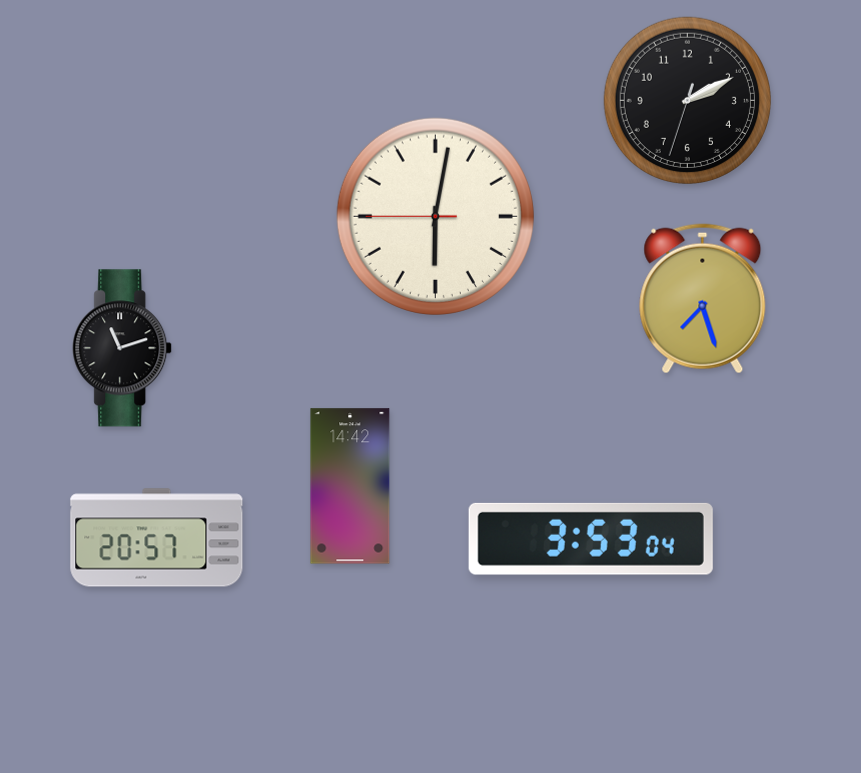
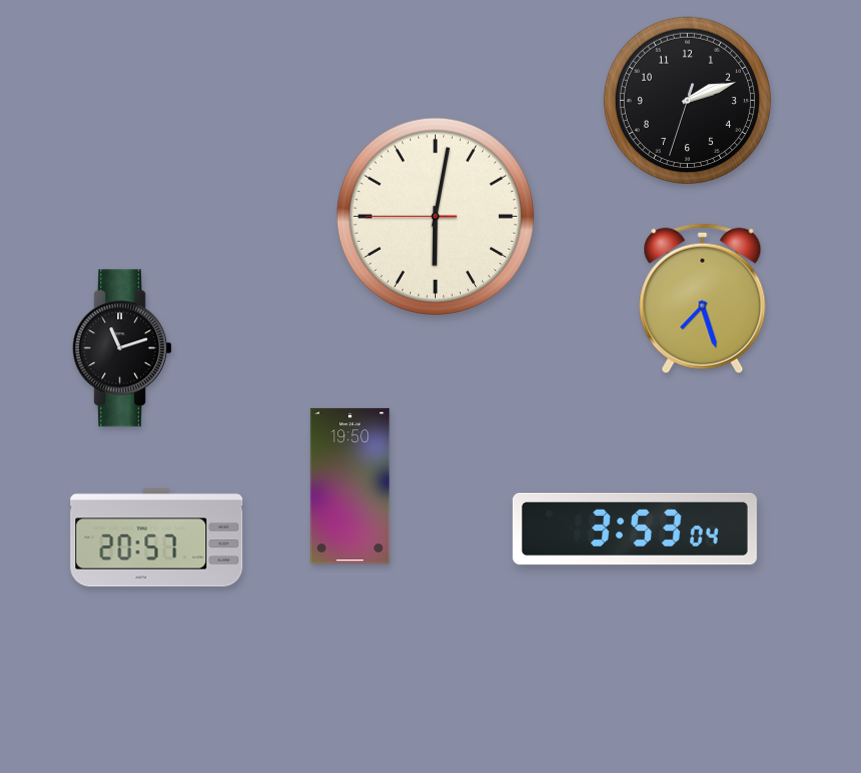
clock at (687, 100): 2:10 -> 2:11
clock at (350, 486): 14:42 -> 19:50
clock at (591, 539) position: (591, 539) -> (635, 529)
